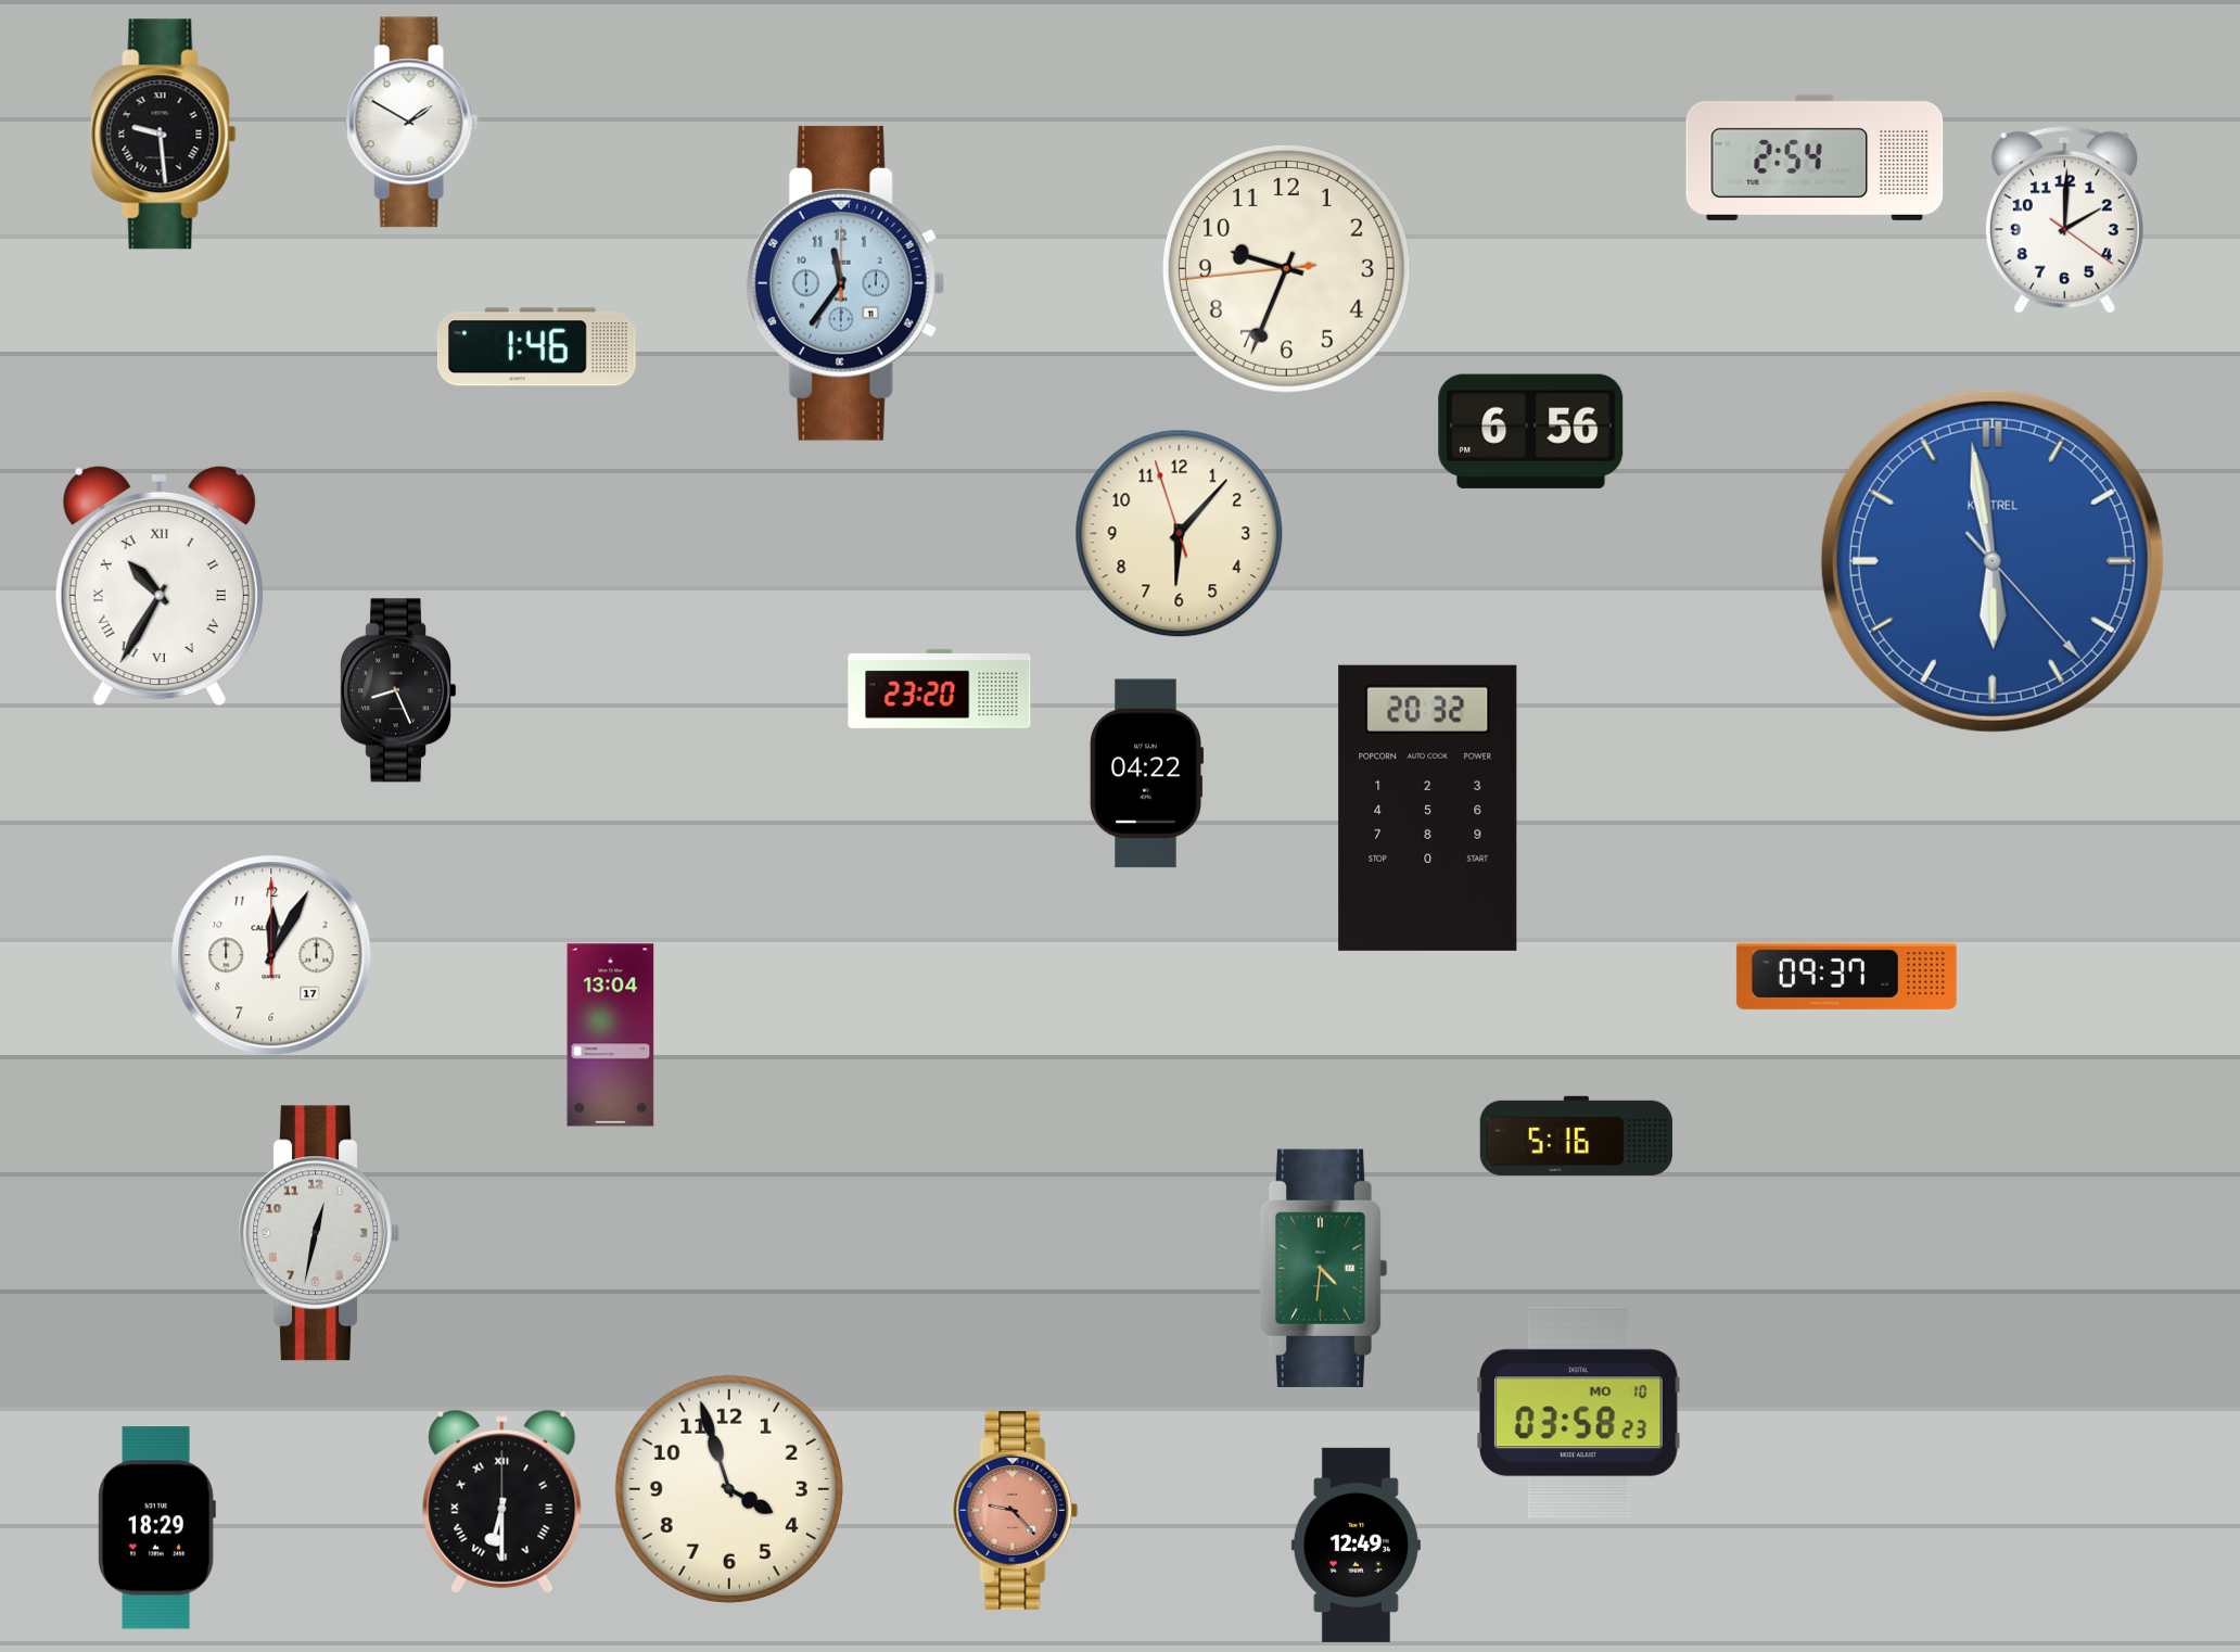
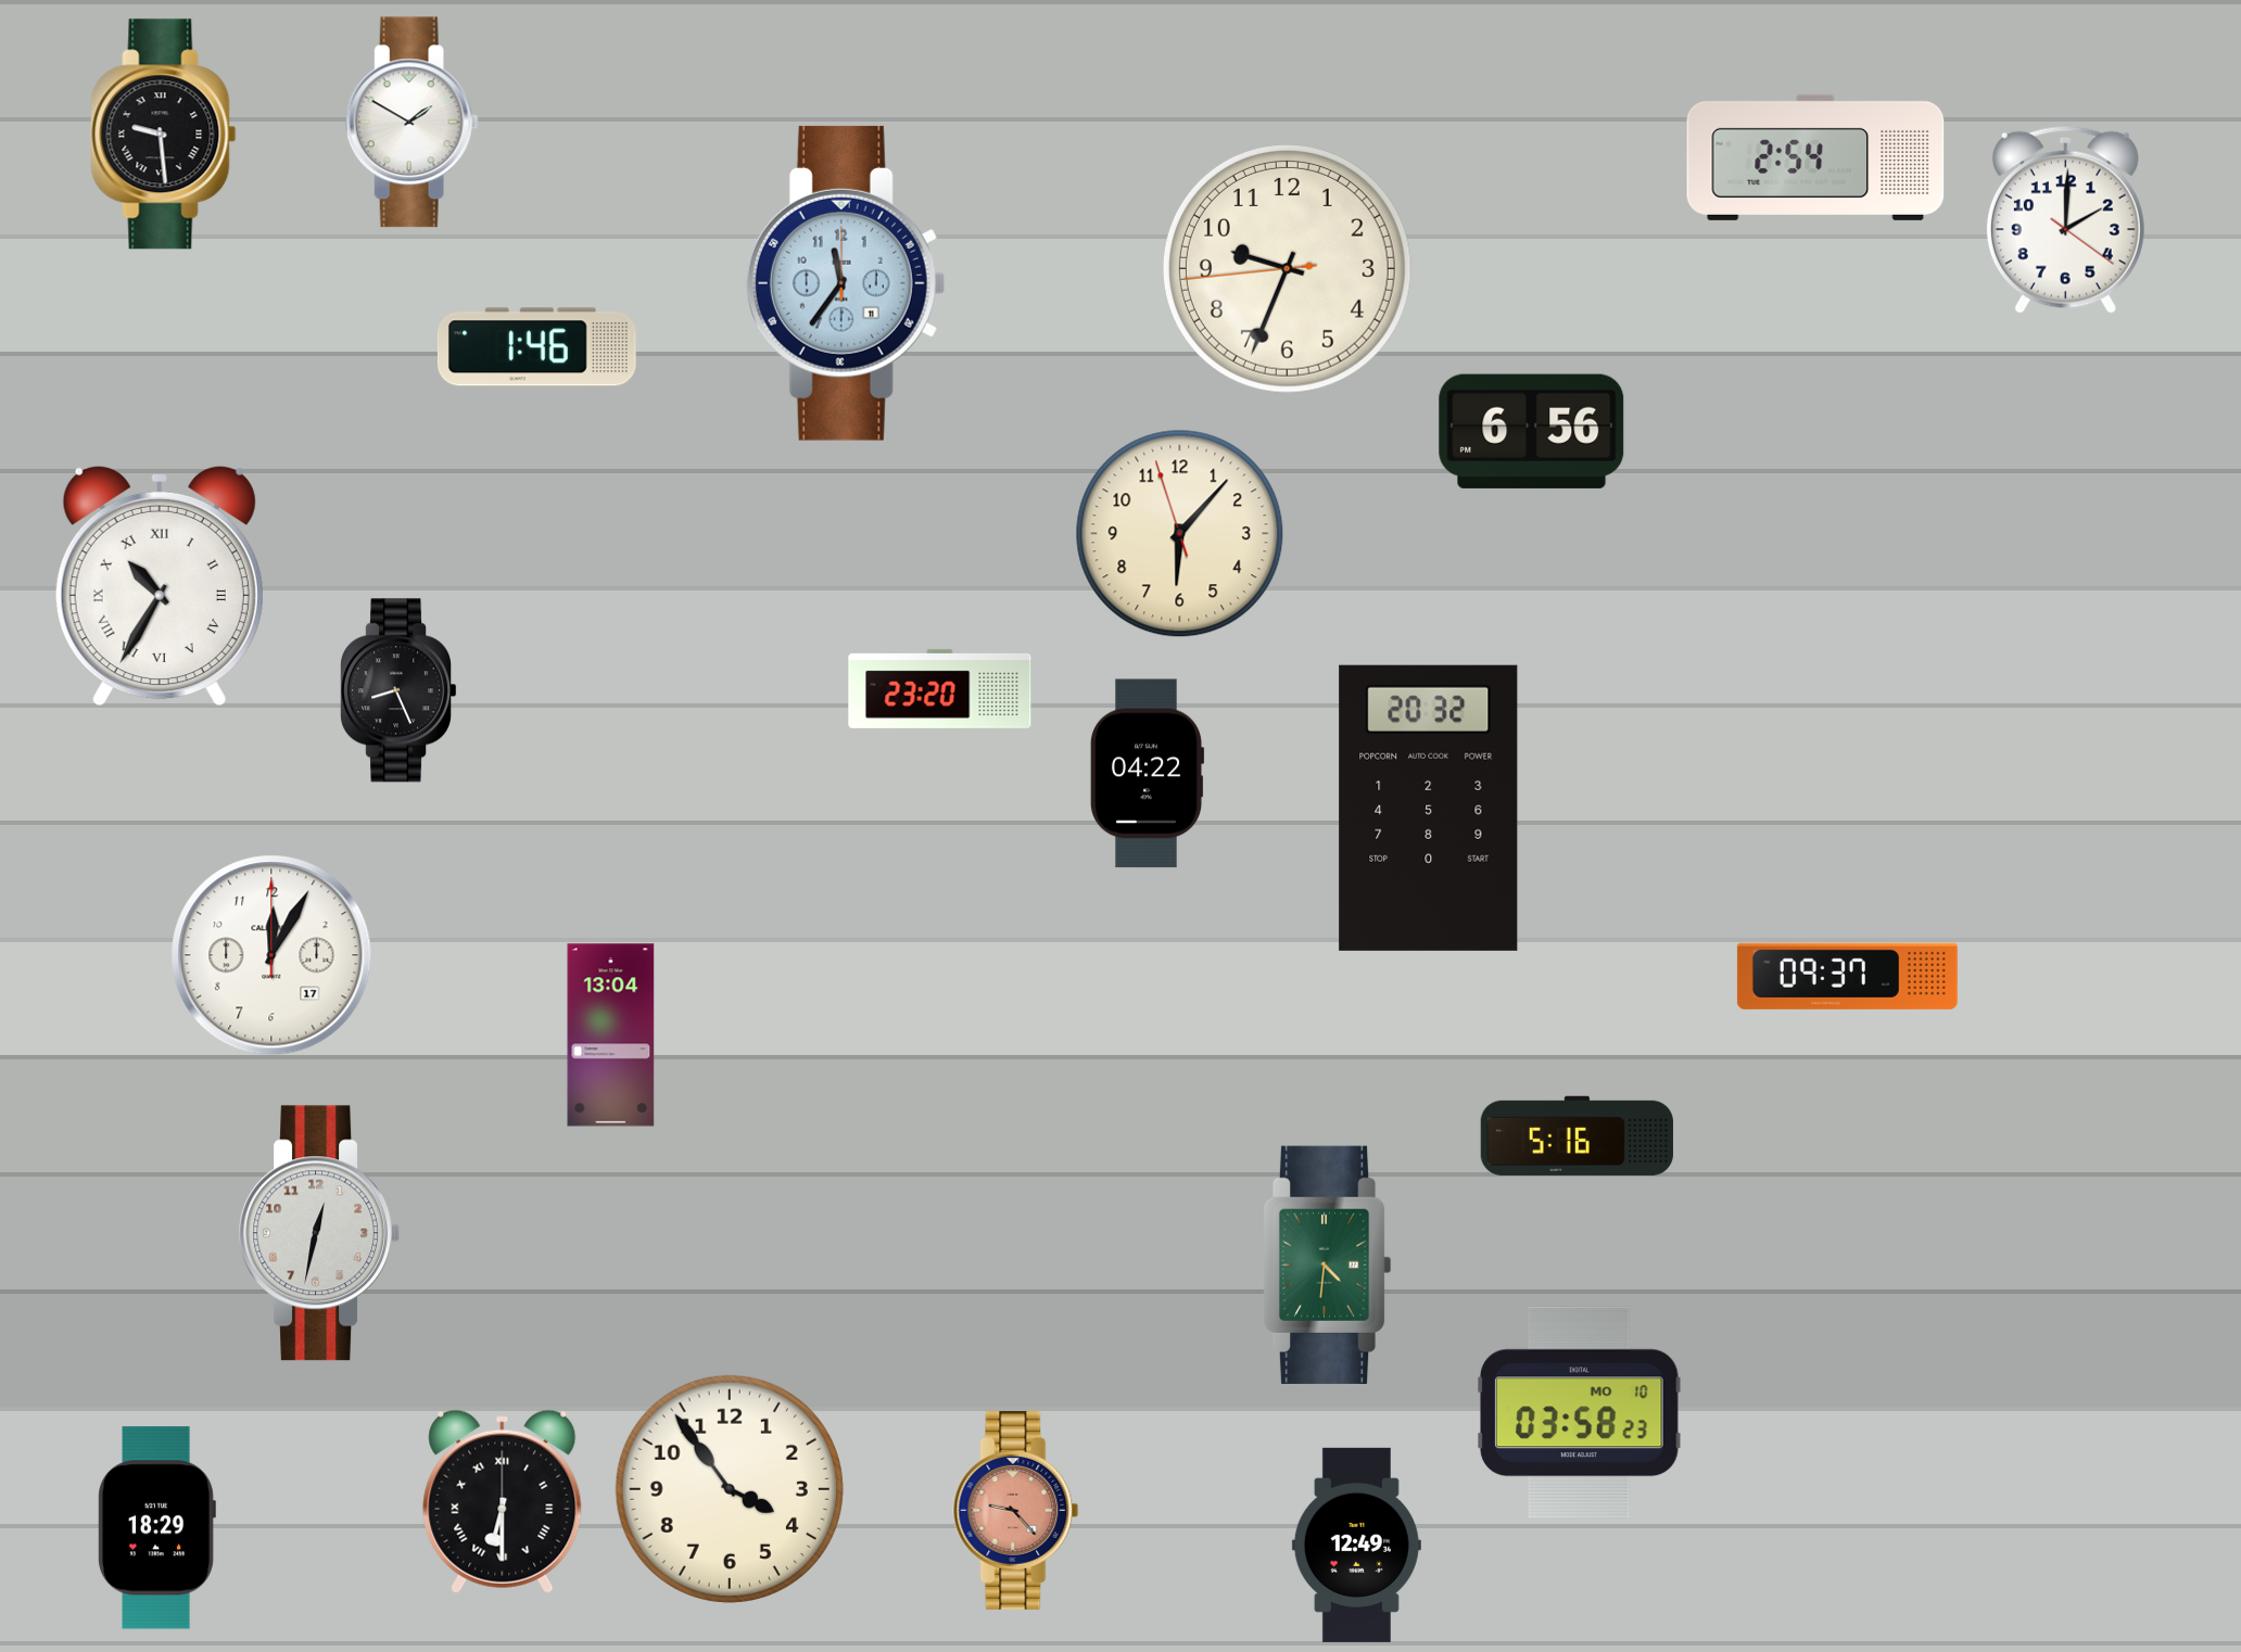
clock at (1993, 561): 5:58 -> none
clock at (1323, 1268) position: (1323, 1268) -> (1327, 1265)
clock at (729, 1489): 3:57 -> 3:54
